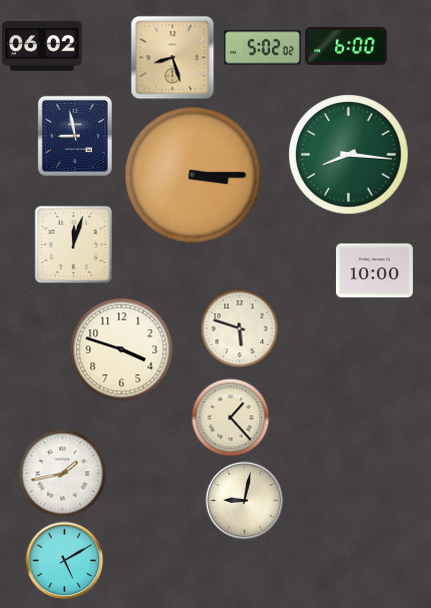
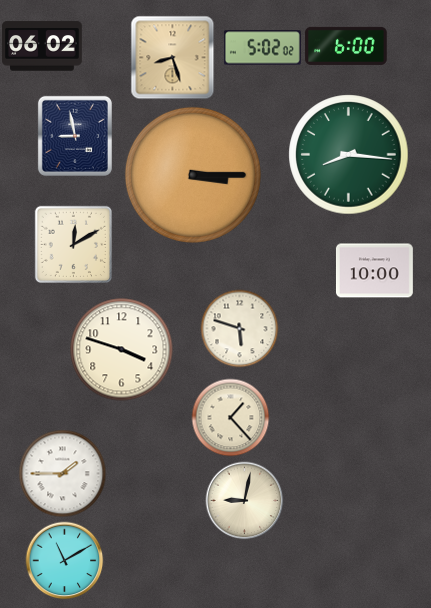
clock at (73, 244): 12:03 -> 12:10
clock at (62, 473): 1:43 -> 1:45
clock at (64, 560): 5:10 -> 11:10
